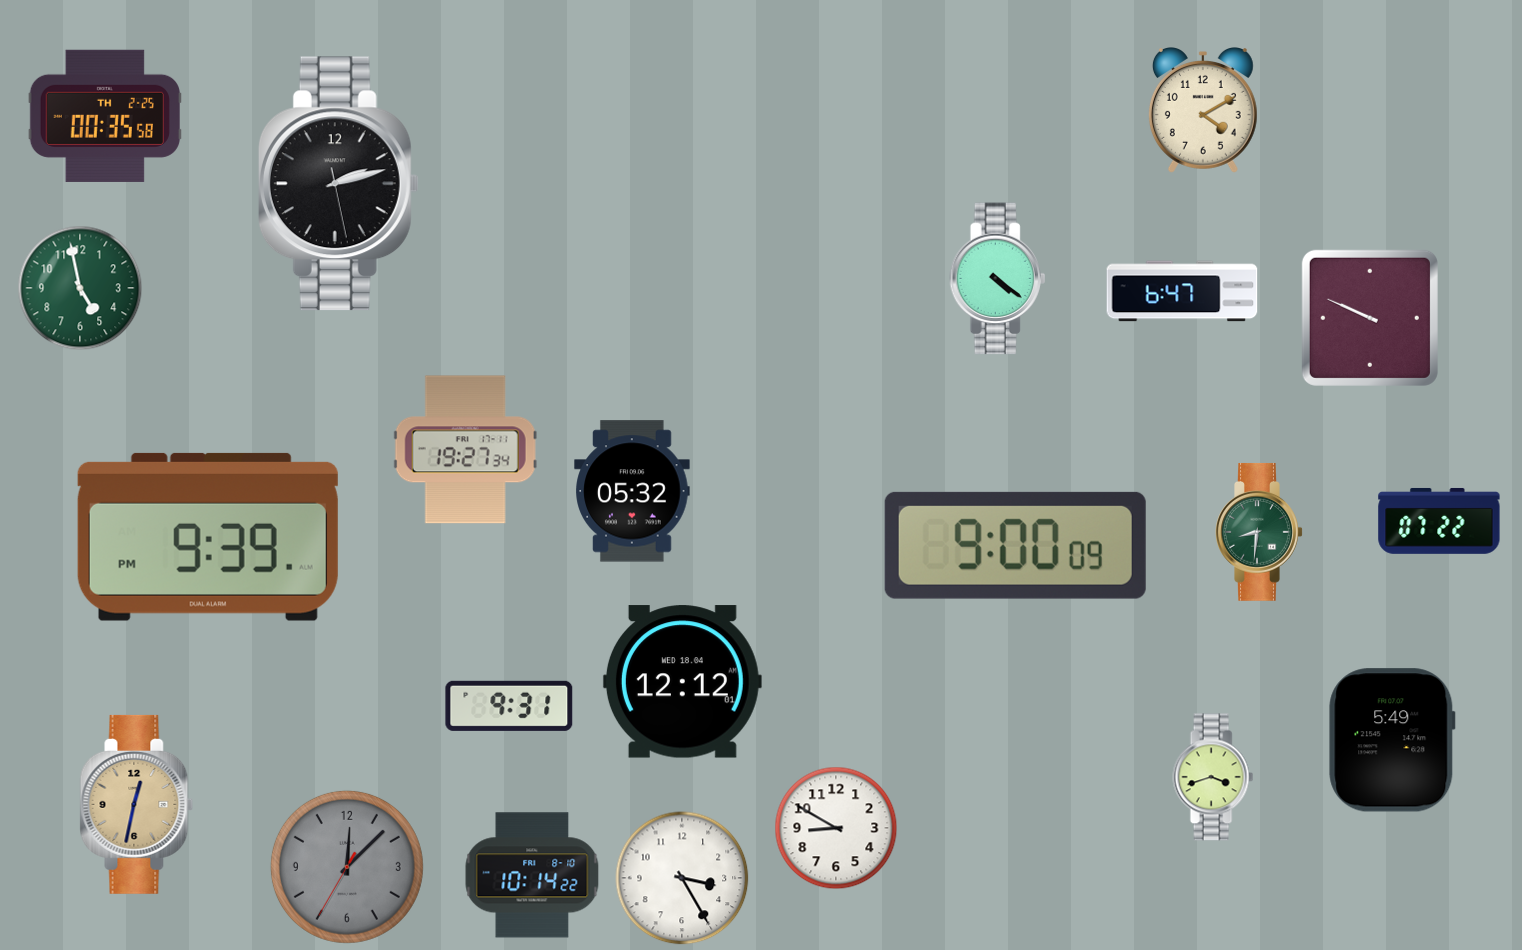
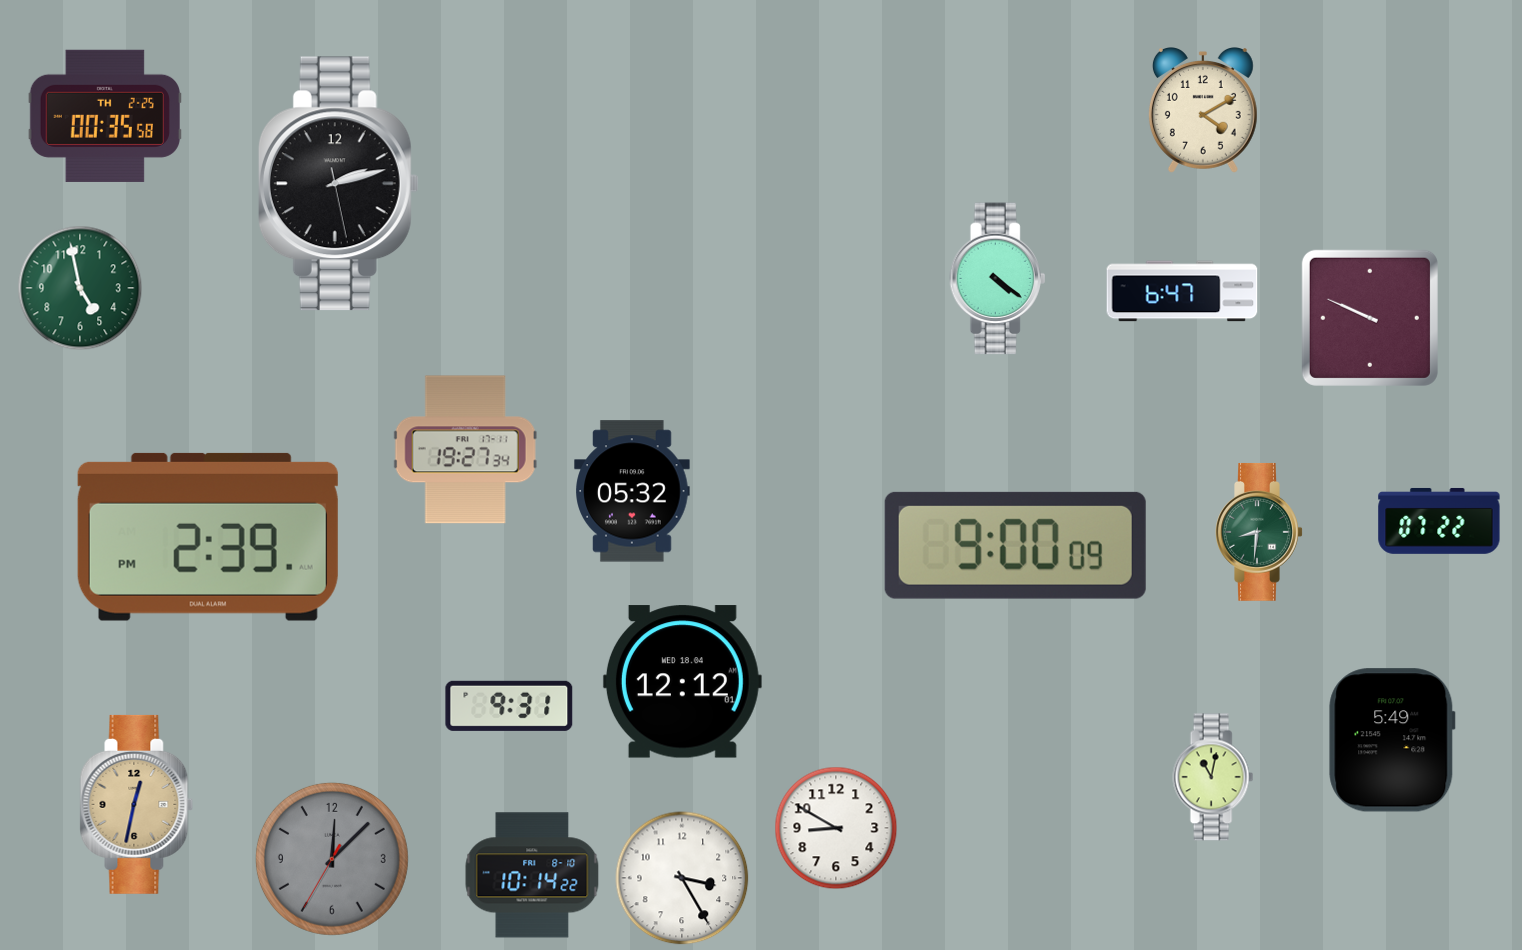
clock at (208, 537): 9:39 -> 2:39
clock at (1213, 777): 3:42 -> 11:02
clock at (347, 867) position: (347, 867) -> (332, 859)
